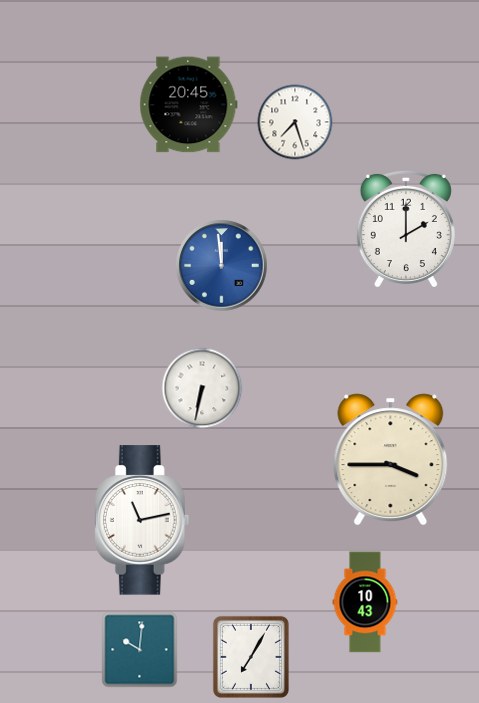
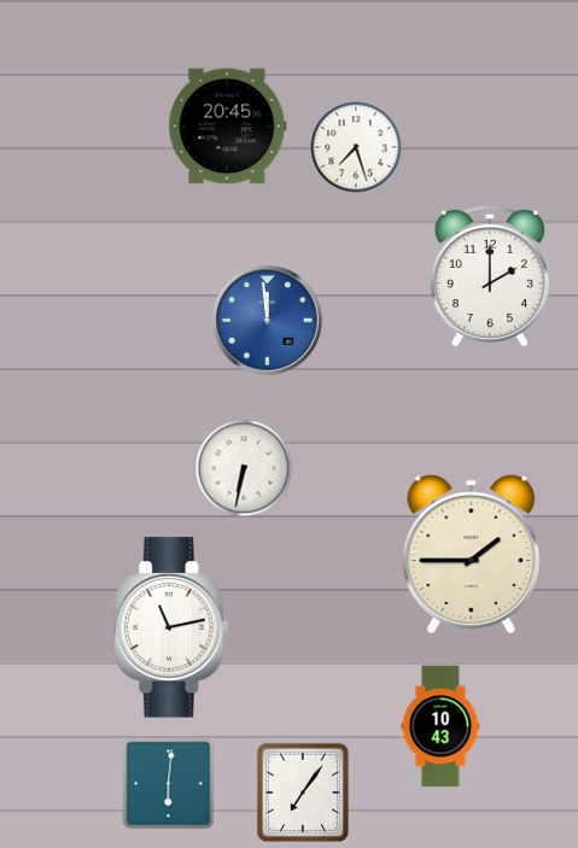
clock at (391, 460): 3:45 -> 1:45
clock at (140, 650): 10:01 -> 6:01
clock at (251, 657): 7:05 -> 7:06
